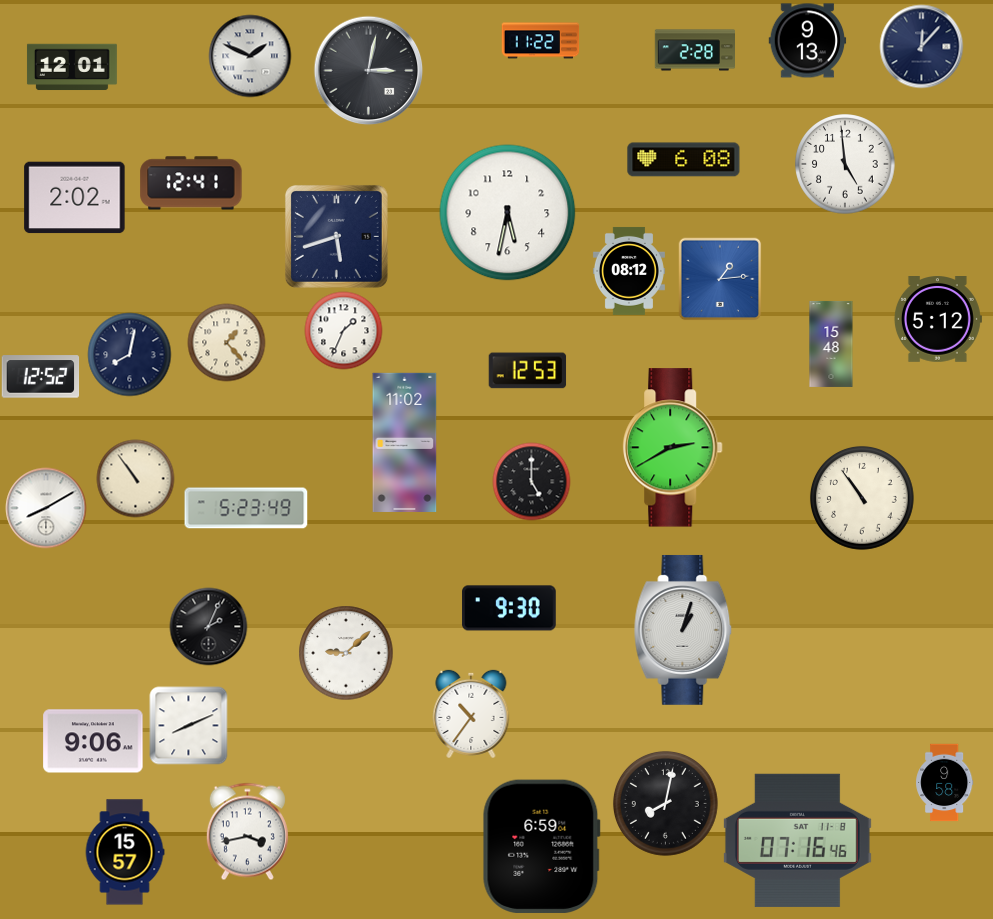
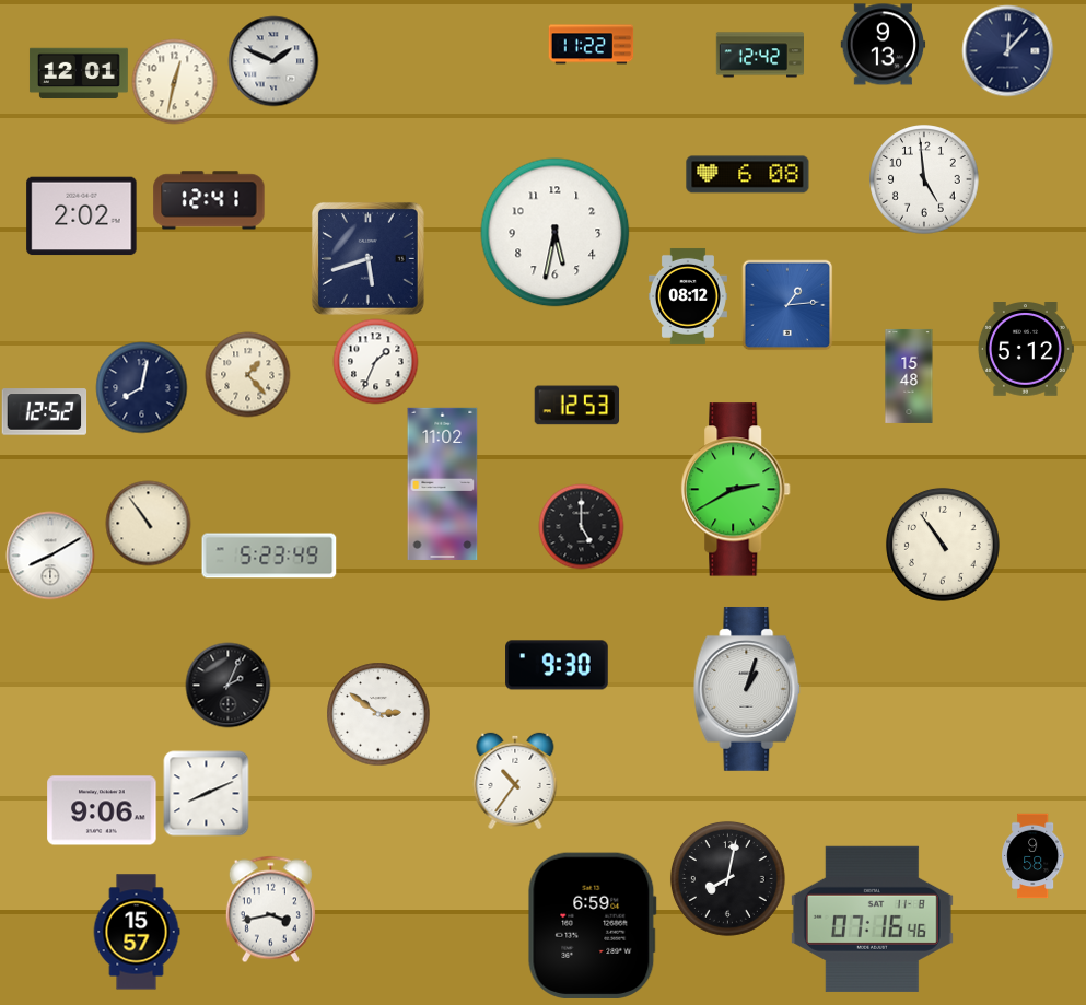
clock at (694, 50): 2:28 -> 12:42
clock at (368, 70): 3:02 -> none
clock at (174, 81): none -> 12:32
clock at (346, 653): 9:08 -> 2:51
